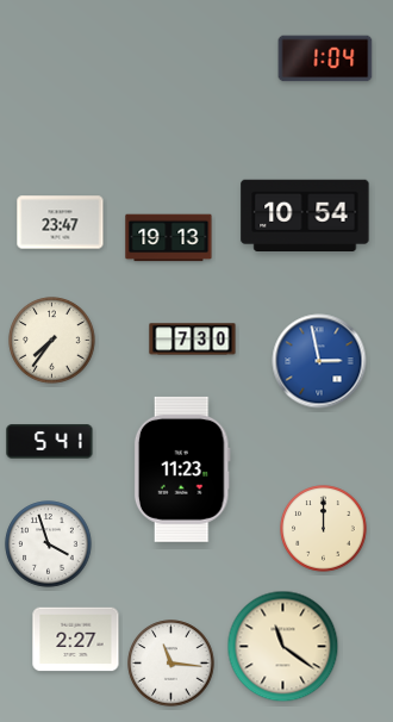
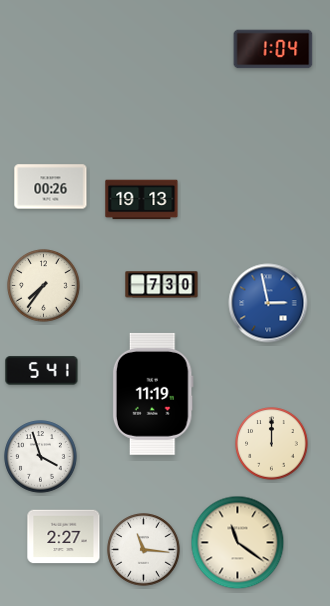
clock at (305, 214): 10:54 -> none
clock at (61, 223): 23:47 -> 00:26
clock at (182, 469): 11:23 -> 11:19
clock at (171, 664) position: (171, 664) -> (144, 550)
